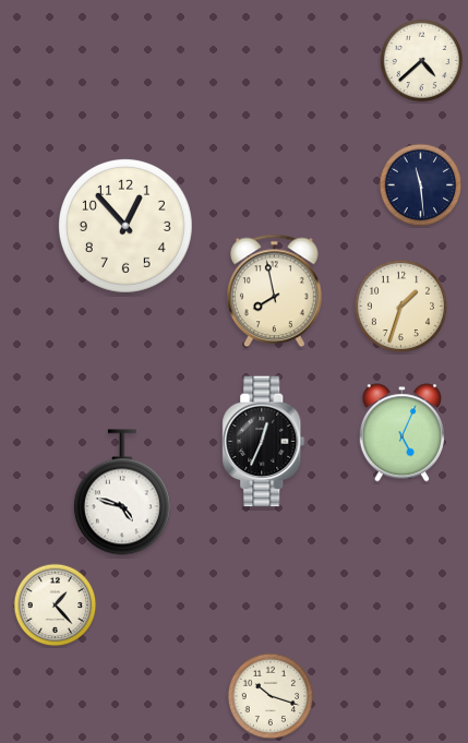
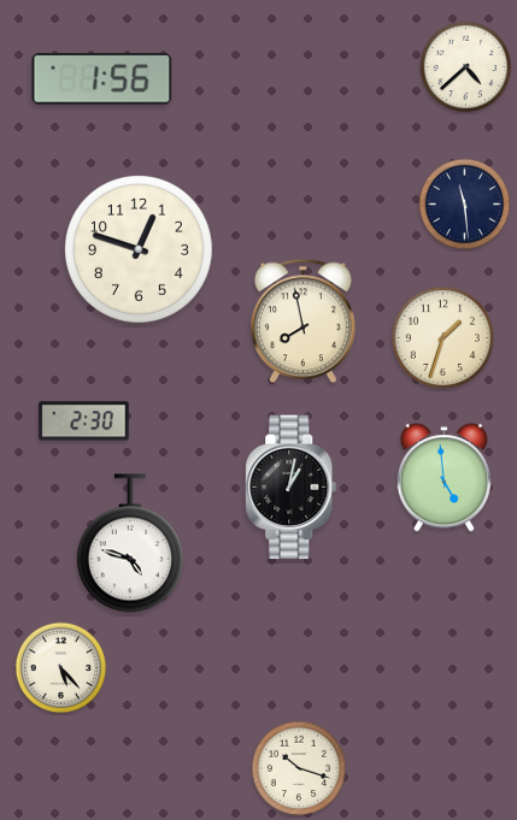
clock at (102, 79): none -> 1:56
clock at (125, 226): 12:53 -> 12:48
clock at (84, 421): none -> 2:30
clock at (401, 433): 5:04 -> 4:59
clock at (264, 442): 12:34 -> 1:02
clock at (122, 492) position: (122, 492) -> (130, 543)
clock at (56, 606): 1:23 -> 5:23
